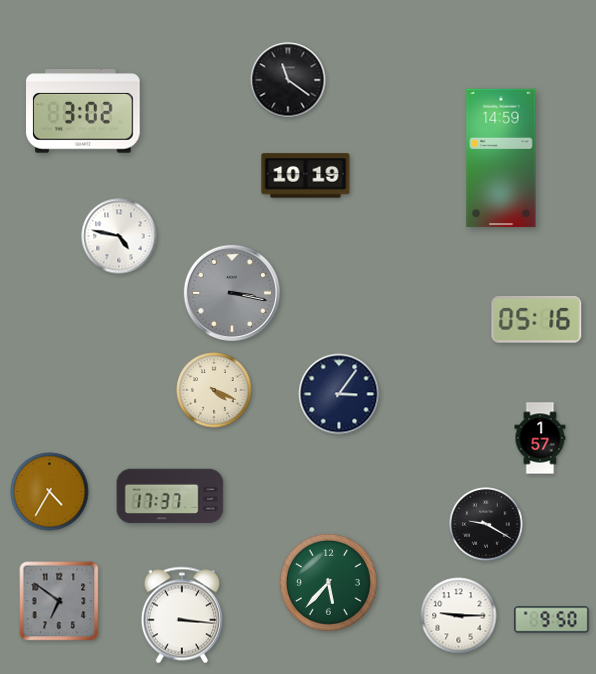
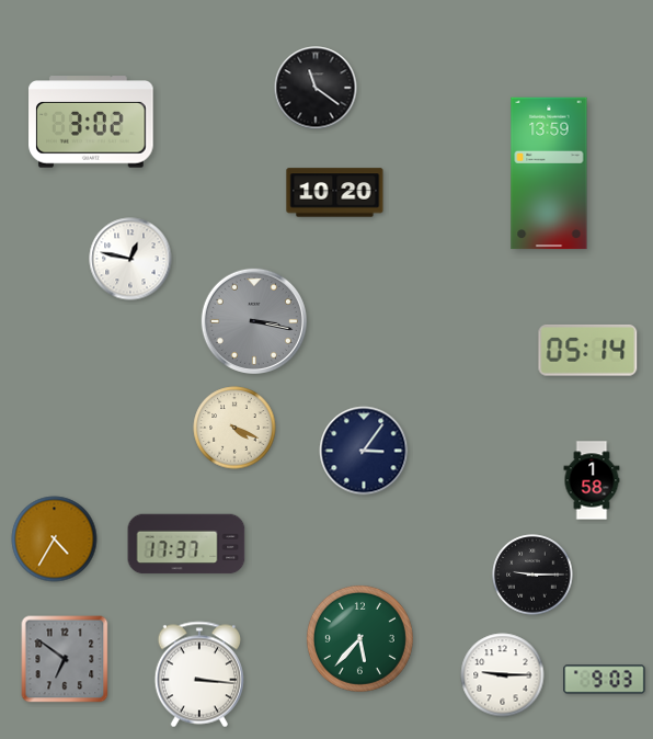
clock at (501, 158): 14:59 -> 13:59
clock at (306, 176): 10:19 -> 10:20
clock at (119, 236): 4:47 -> 12:47
clock at (537, 320): 05:16 -> 05:14
clock at (339, 394) position: (339, 394) -> (364, 451)
clock at (540, 438): 1:57 -> 1:58
clock at (486, 524): 9:20 -> 9:15
clock at (552, 620): 9:50 -> 9:03
